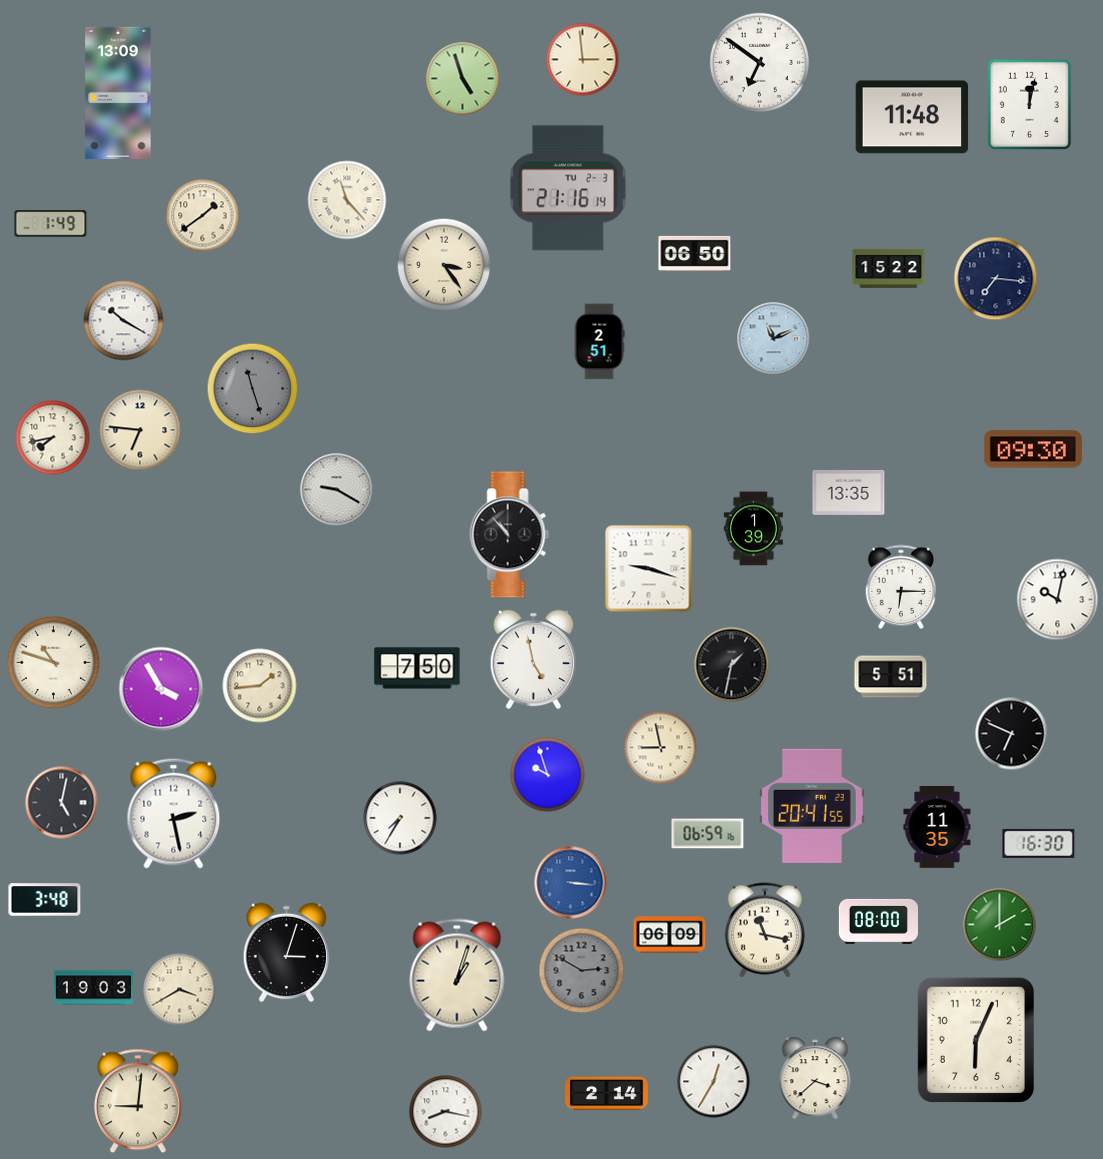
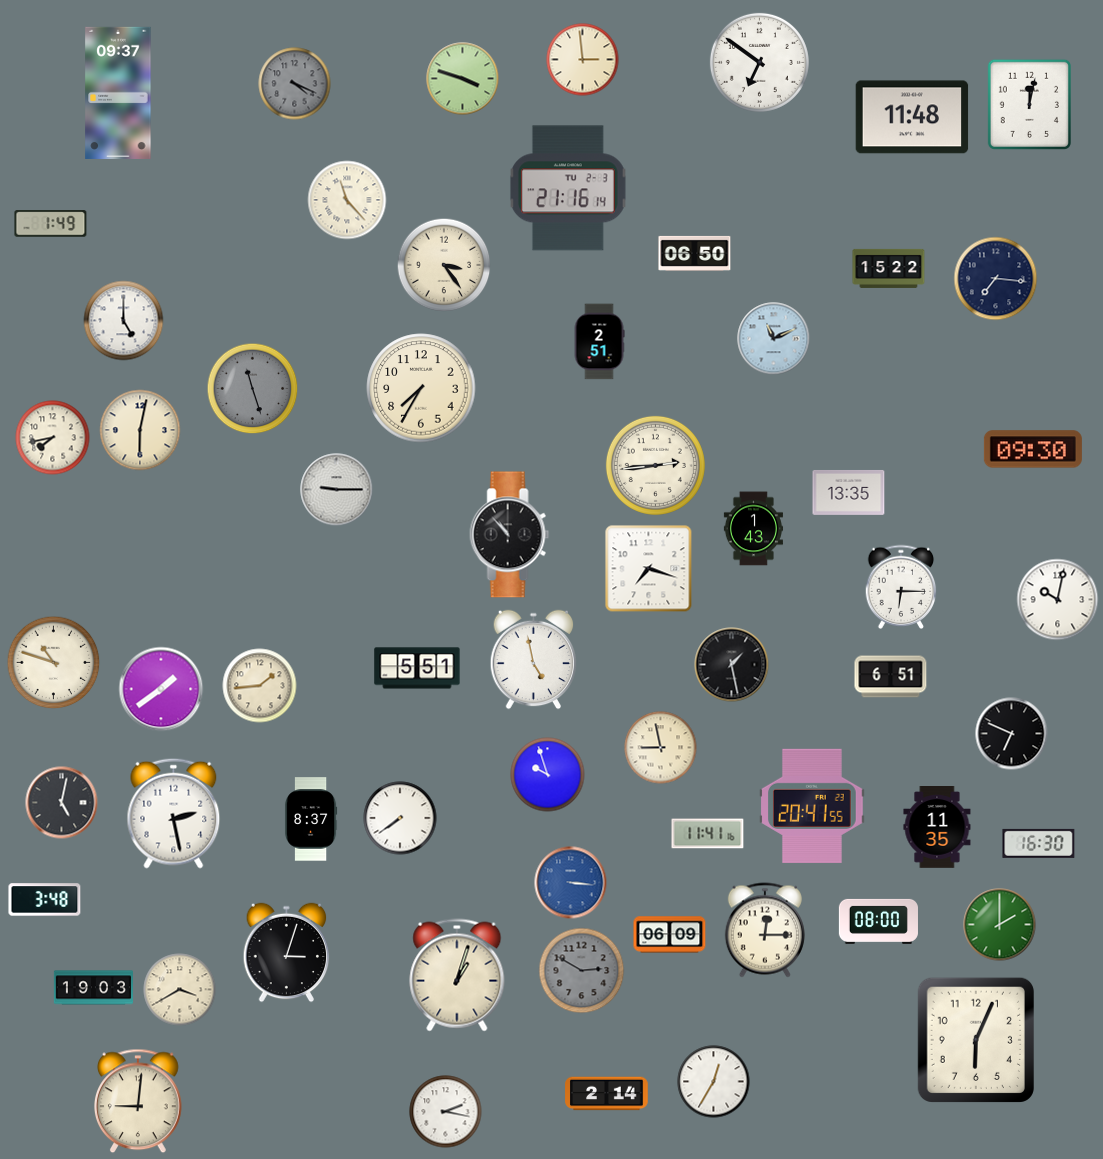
clock at (463, 79): 4:57 -> 3:48
clock at (295, 84): none -> 4:19
clock at (118, 93): 13:09 -> 09:37
clock at (203, 216): 1:39 -> none
clock at (124, 321): 10:20 -> 5:00
clock at (421, 388): none -> 7:35
clock at (140, 430): 6:46 -> 6:02
clock at (655, 465): none -> 2:44
clock at (337, 490): 9:20 -> 9:15
clock at (753, 529): 1:39 -> 1:43
clock at (649, 569): 9:18 -> 7:18
clock at (732, 665): 1:32 -> 1:28
clock at (417, 668): 7:50 -> 5:51
clock at (891, 677): 5:51 -> 6:51
clock at (161, 689): 3:55 -> 1:39
clock at (400, 818): 7:35 -> 7:39
clock at (311, 819): none -> 8:37
clock at (708, 834): 06:59 -> 11:41
clock at (765, 930): 11:17 -> 12:15
clock at (815, 1078): 3:38 -> none
clock at (446, 1112): 8:17 -> 2:17
